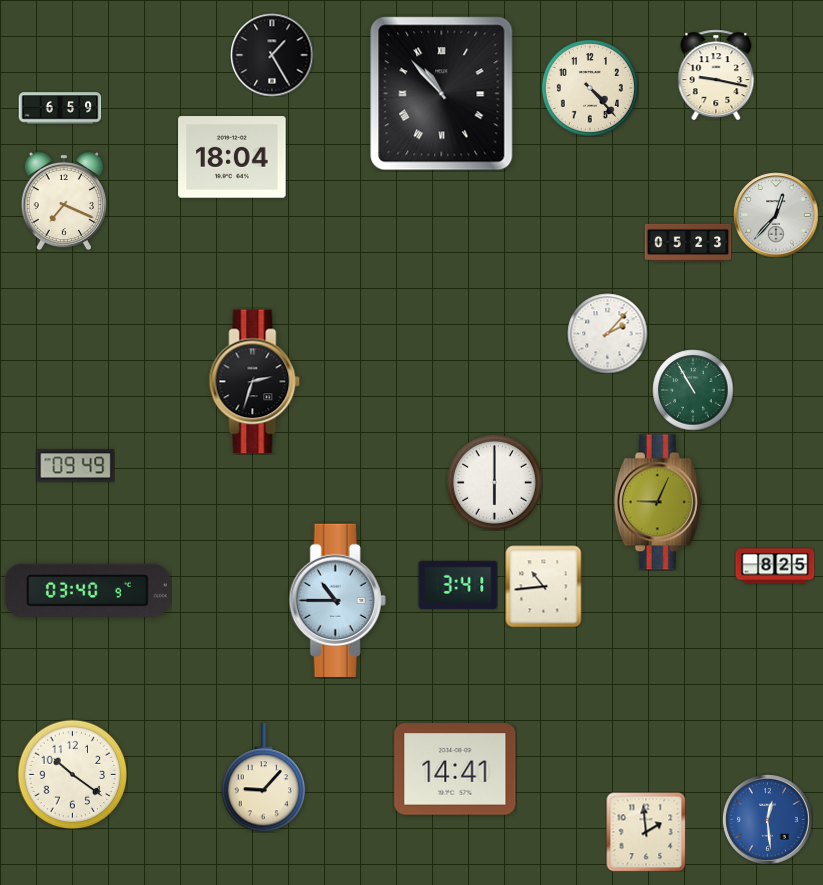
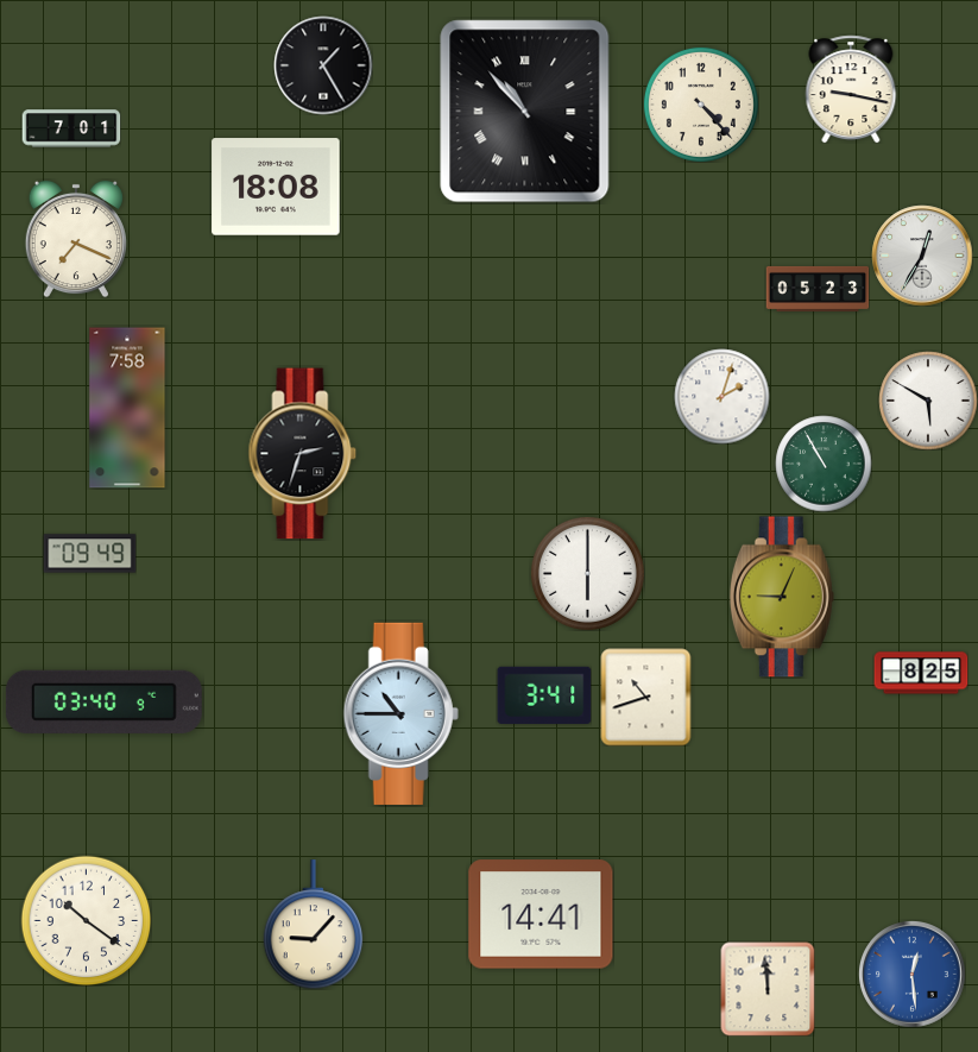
clock at (60, 108): 6:59 -> 7:01
clock at (232, 157): 18:04 -> 18:08
clock at (776, 215): 12:37 -> 12:35
clock at (607, 333): 2:07 -> 2:03
clock at (928, 401): none -> 5:50
clock at (127, 408): none -> 7:58
clock at (544, 586): 10:44 -> 10:42
clock at (646, 832): 1:59 -> 11:59
